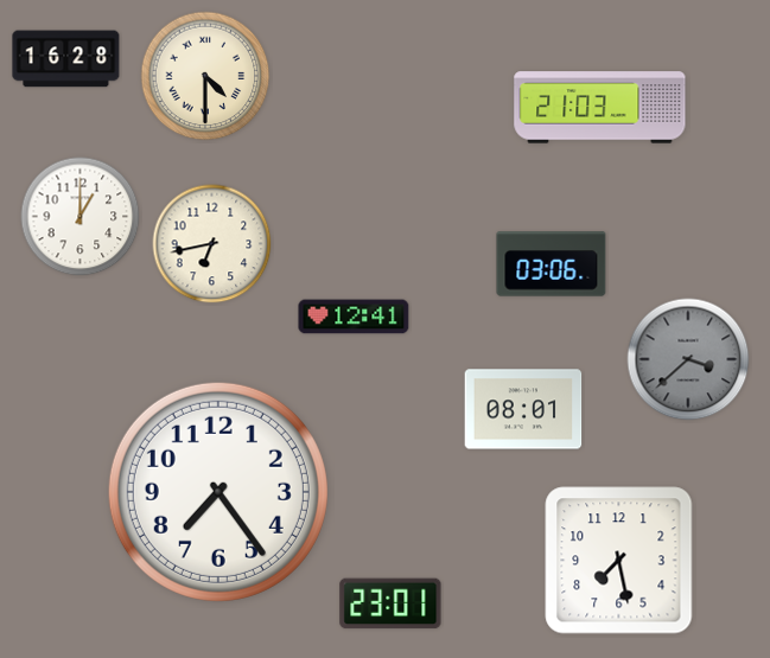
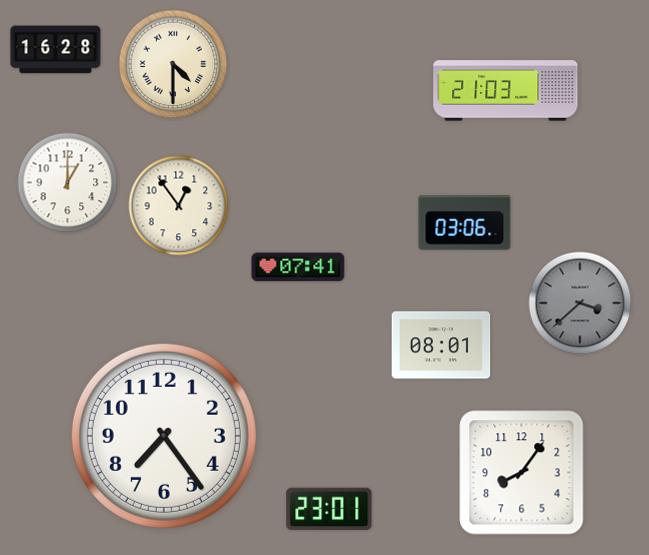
clock at (212, 244): 6:43 -> 12:54
clock at (354, 317): 12:41 -> 07:41
clock at (218, 492) position: (218, 492) -> (164, 436)
clock at (619, 561): 7:28 -> 8:06
